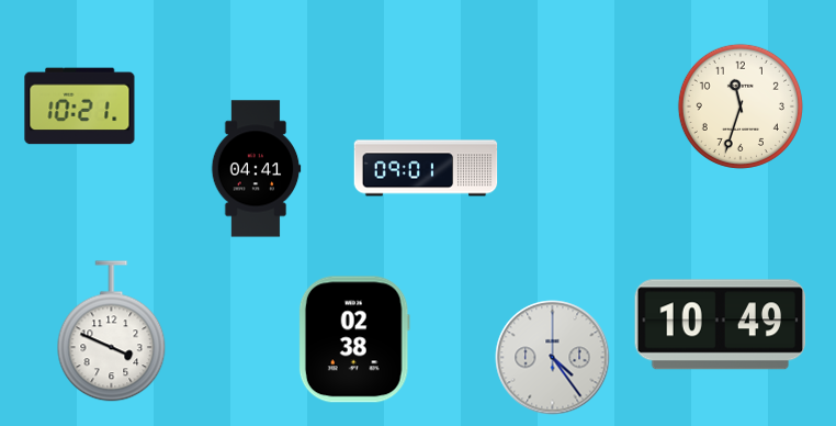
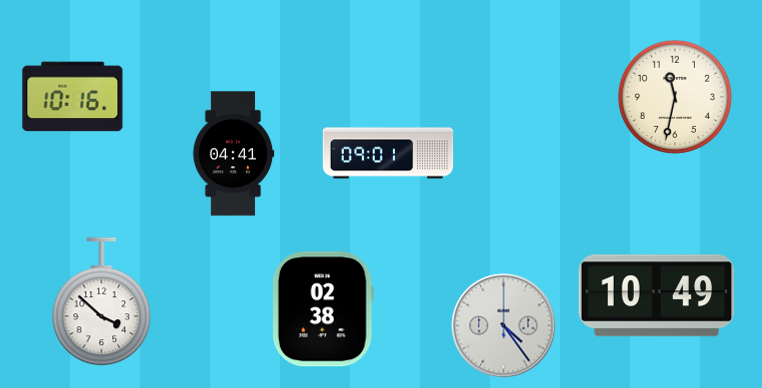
clock at (80, 107): 10:21 -> 10:16
clock at (741, 107): 11:33 -> 11:32
clock at (112, 332): 3:49 -> 3:52
